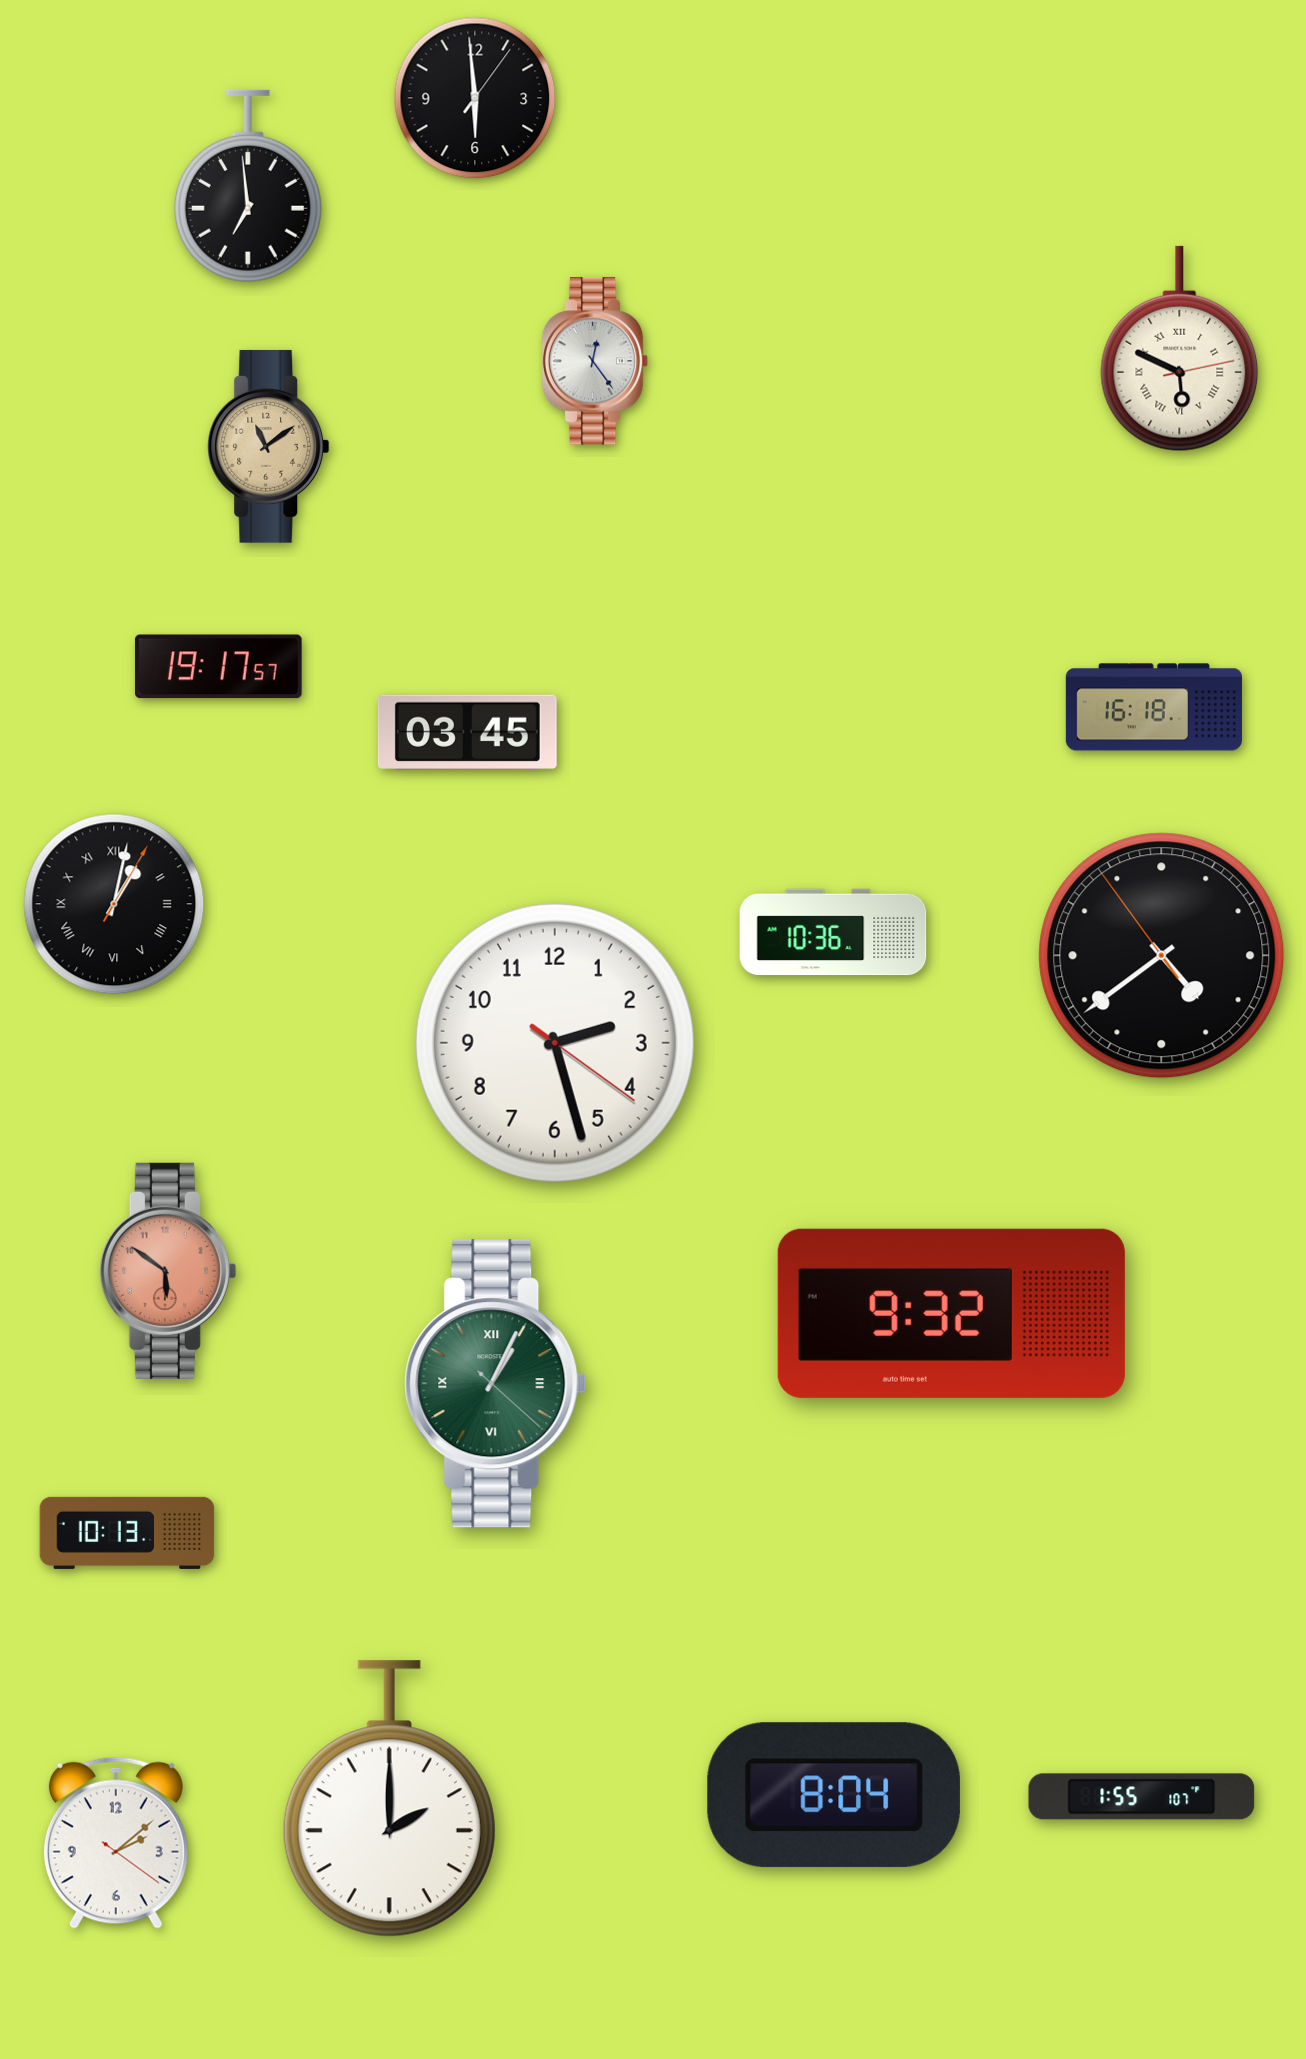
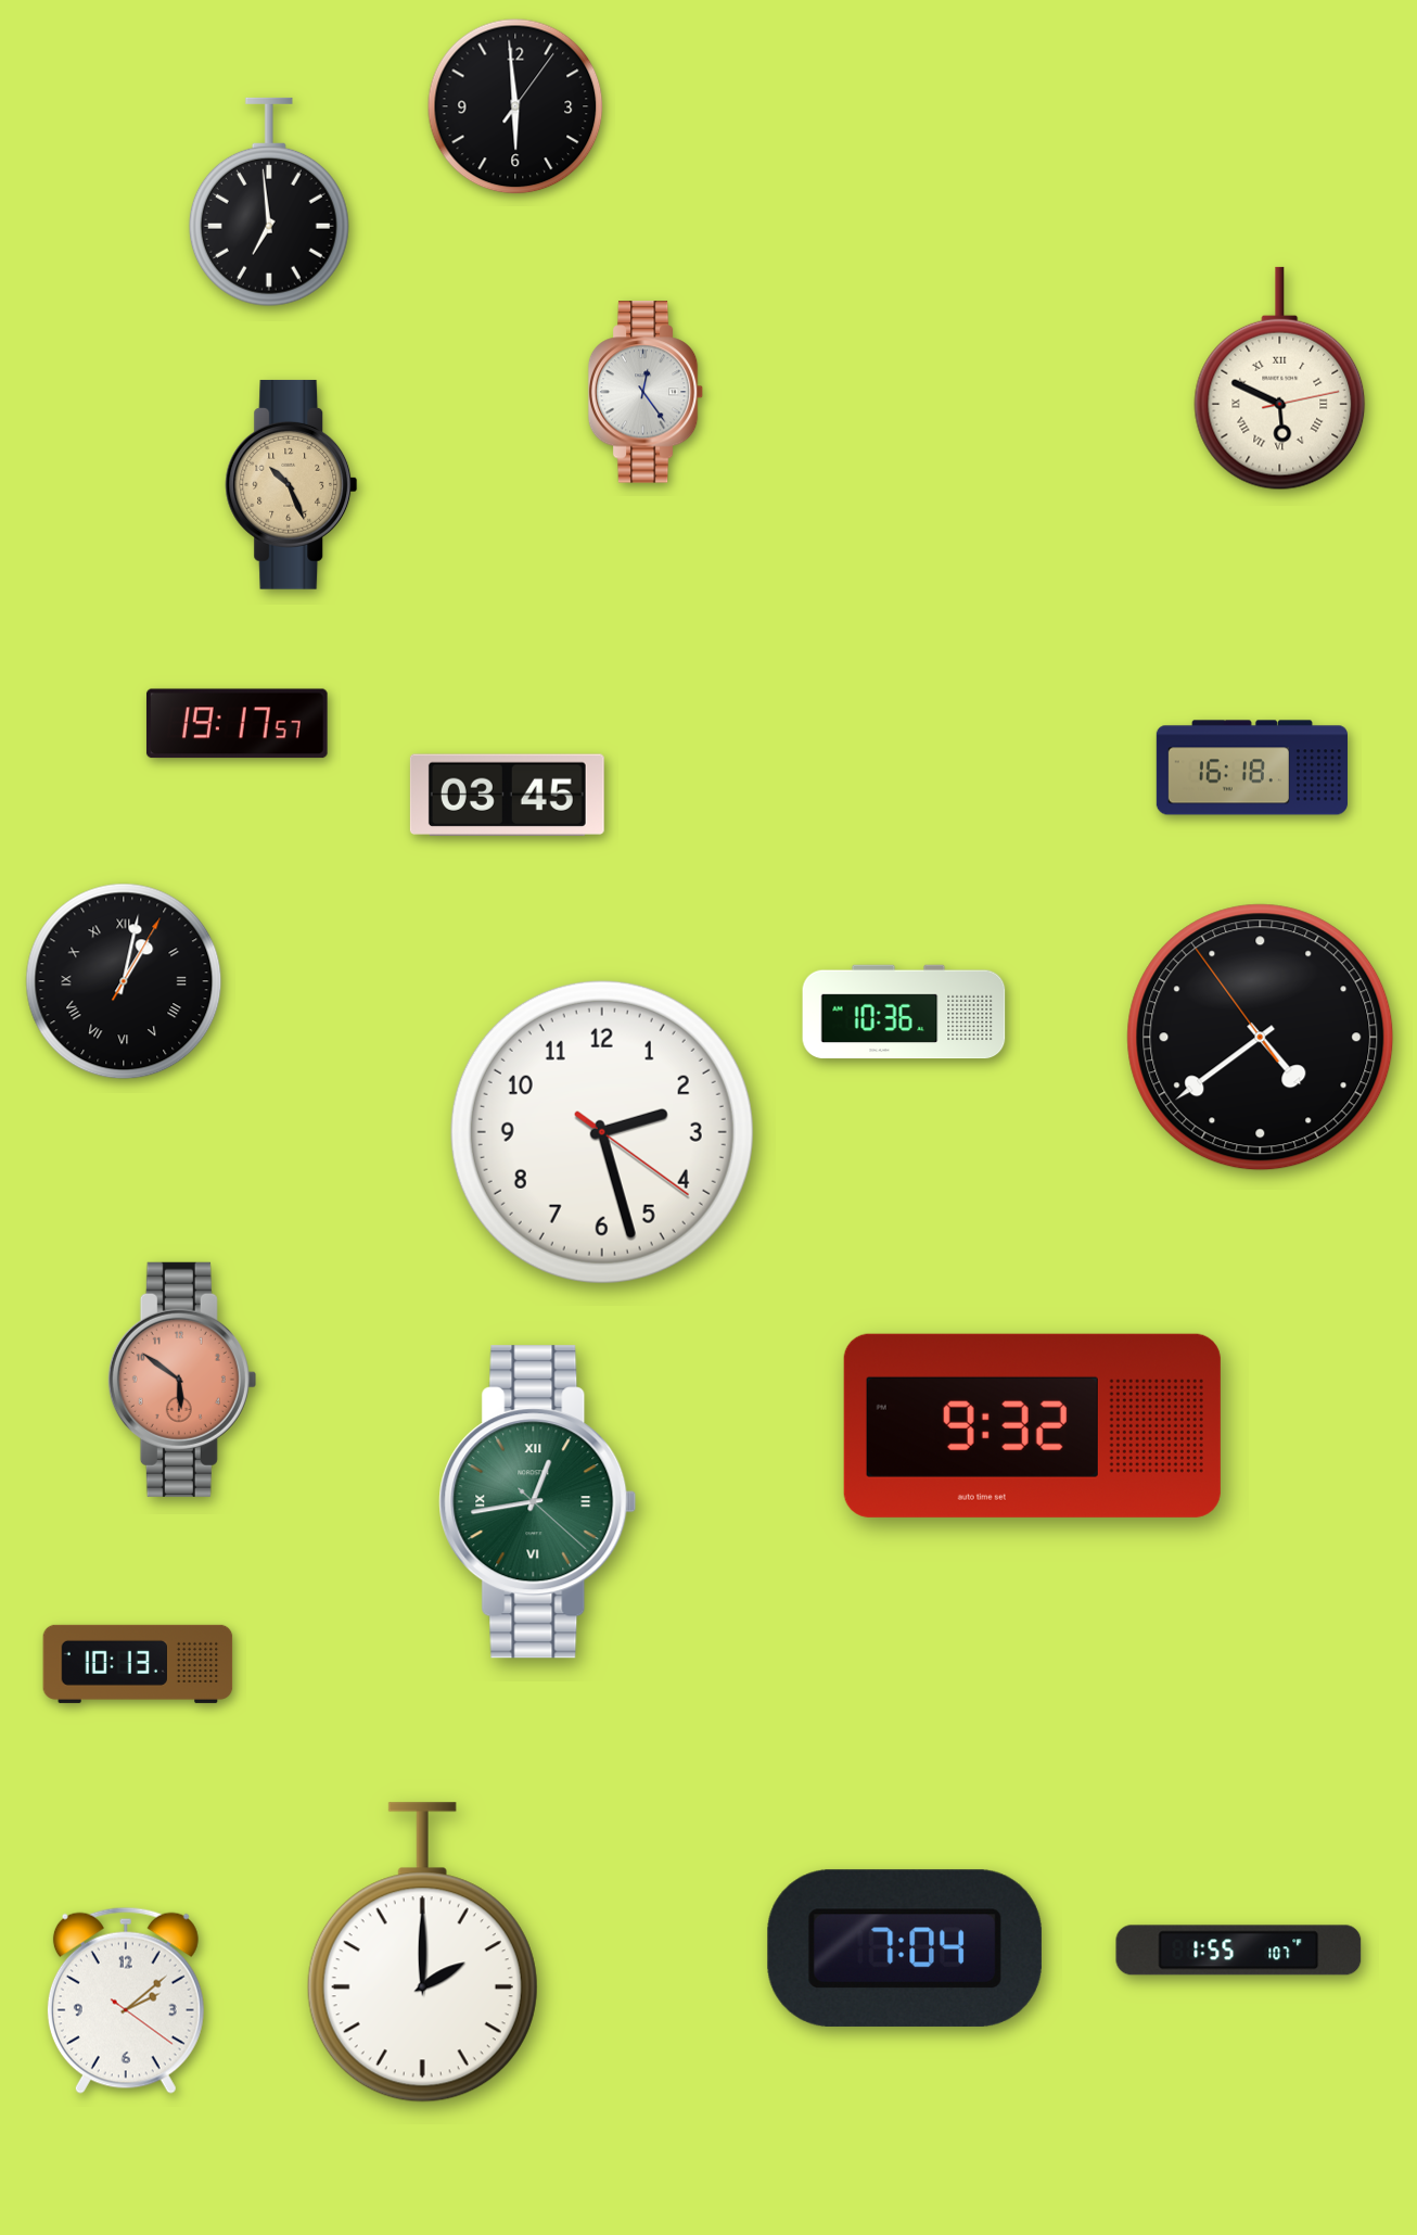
clock at (269, 446): 11:09 -> 10:26
clock at (496, 1384): 1:04 -> 12:43
clock at (834, 1795): 8:04 -> 7:04
